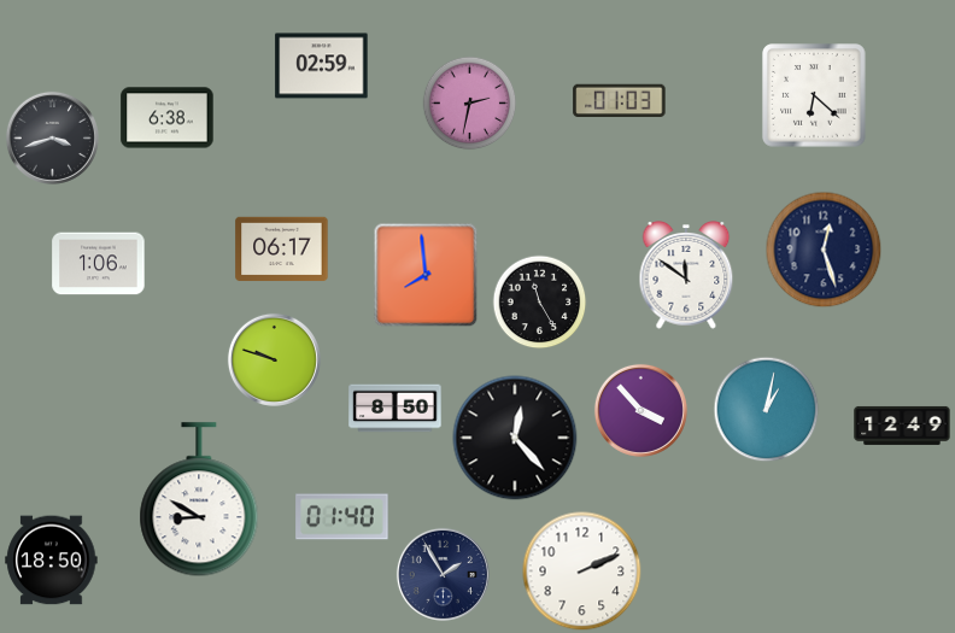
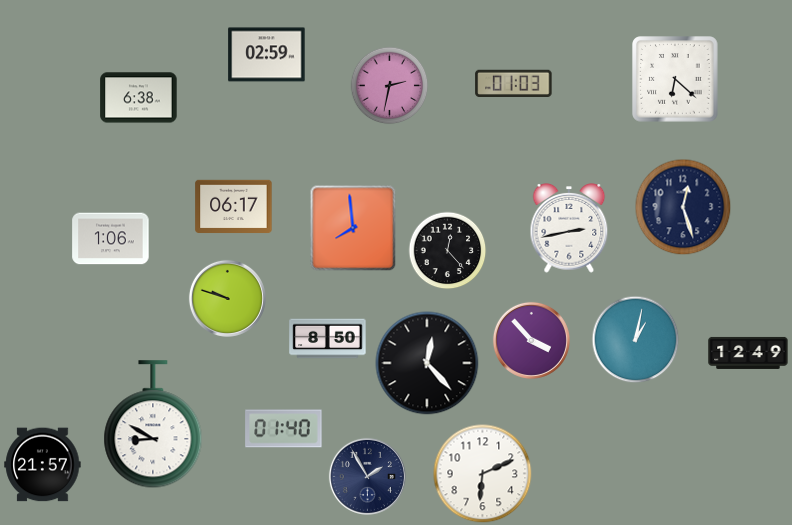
clock at (52, 137): 3:42 -> none
clock at (99, 264) position: (99, 264) -> (111, 239)
clock at (686, 275): 11:51 -> 2:43
clock at (539, 301): 11:25 -> 12:23
clock at (199, 500) position: (199, 500) -> (153, 425)
clock at (52, 561): 18:50 -> 21:57
clock at (582, 572): 2:11 -> 6:11
